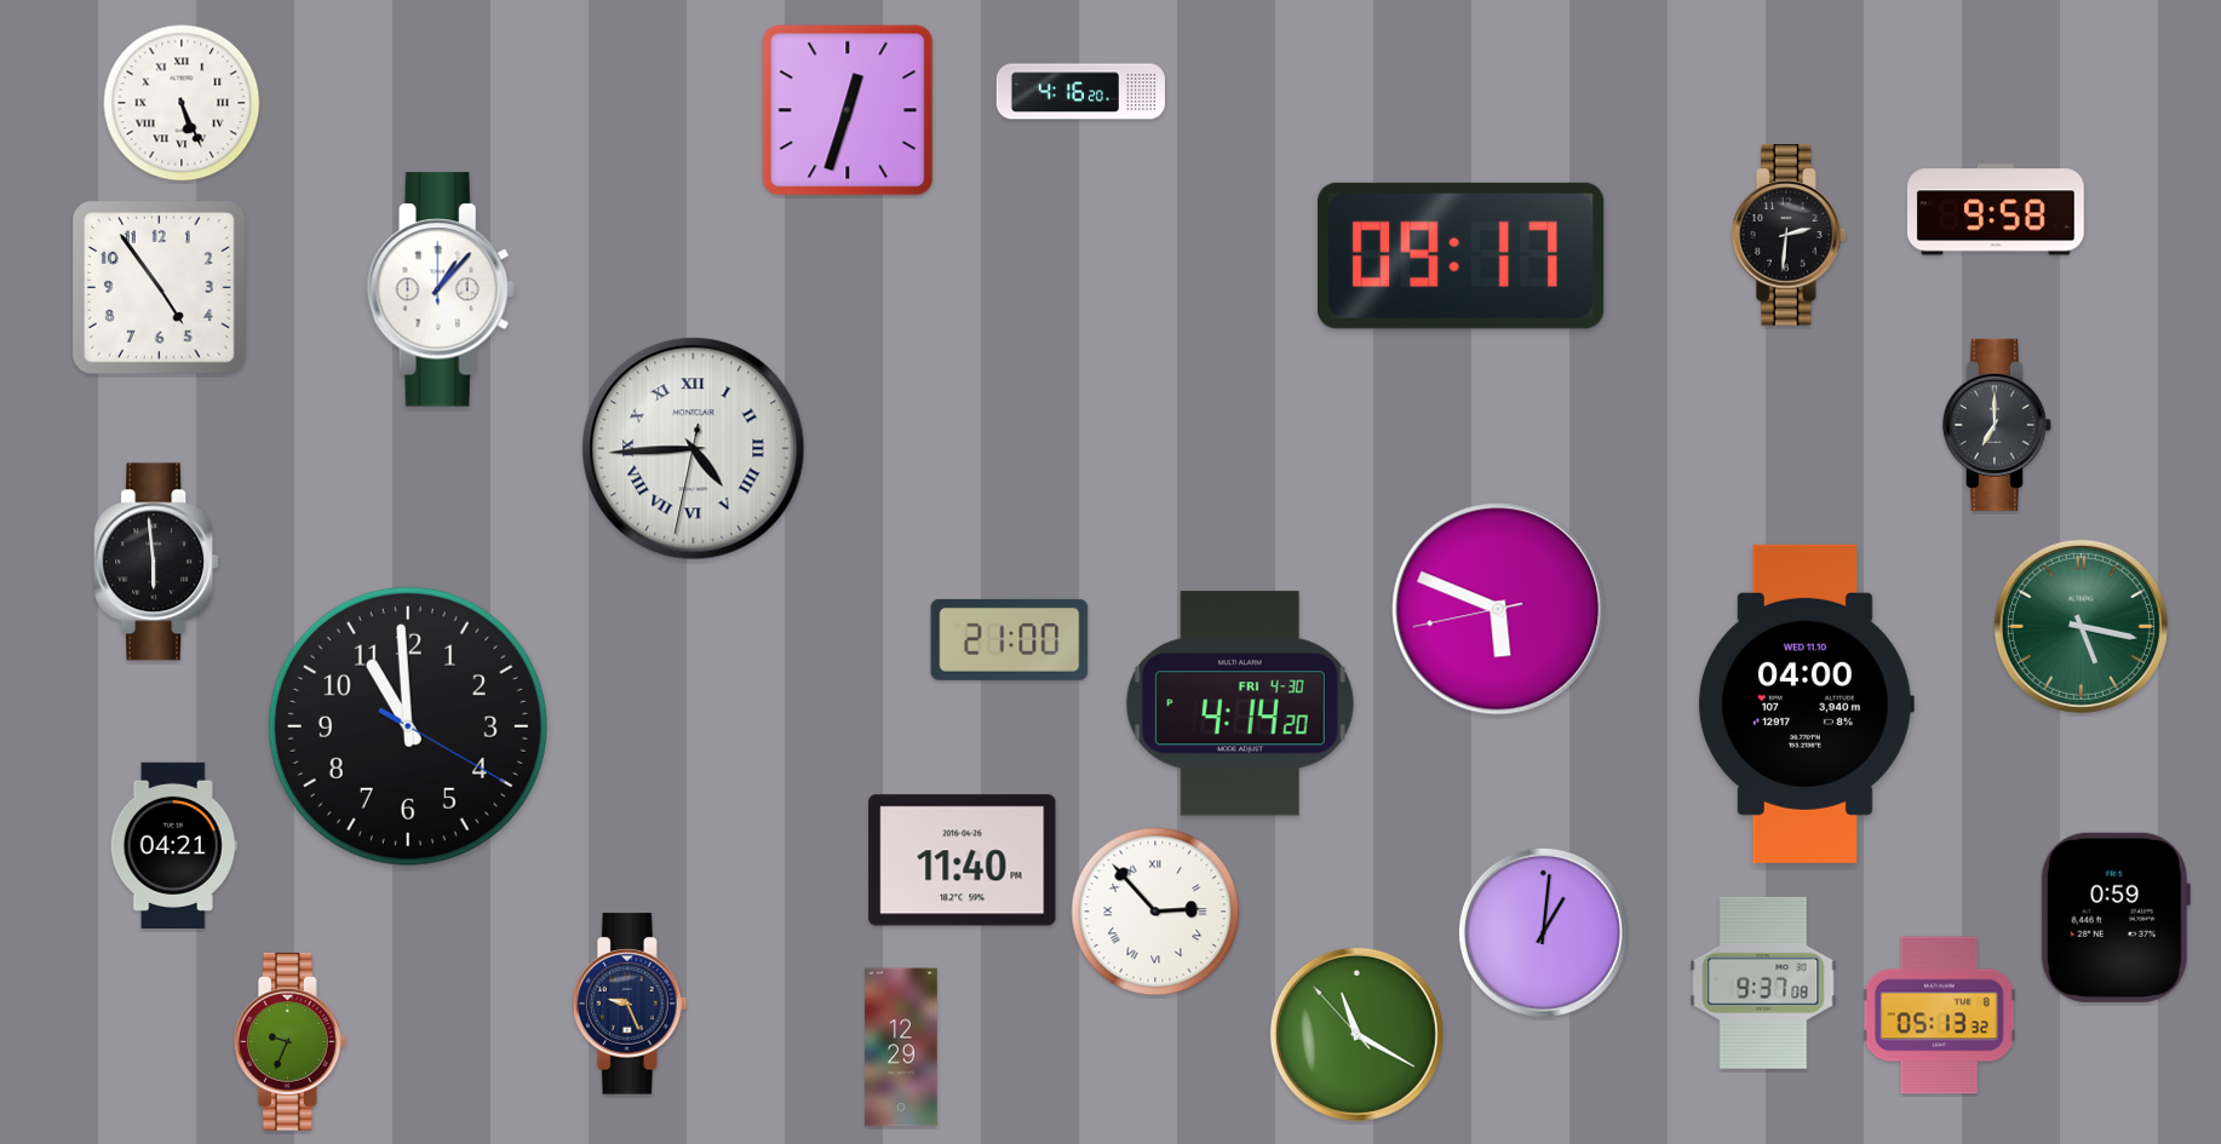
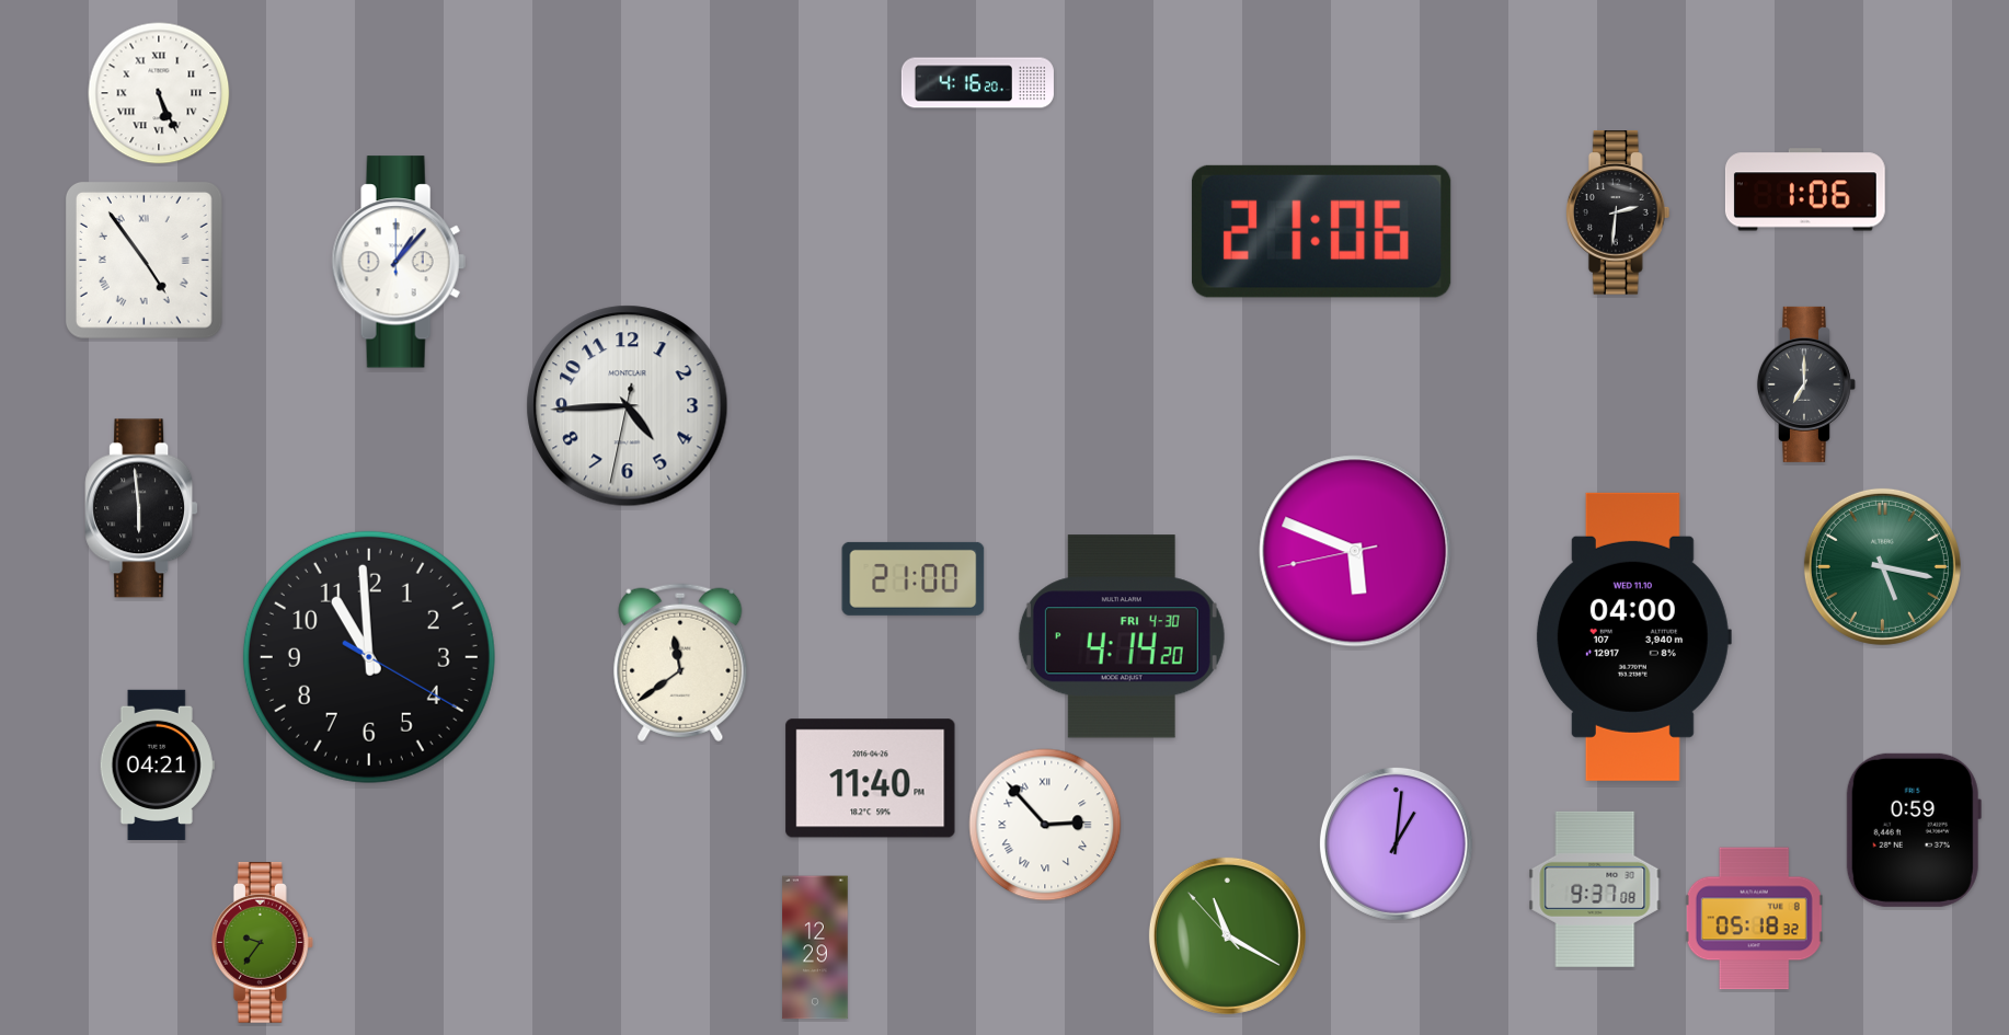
clock at (182, 103) position: (182, 103) -> (159, 93)
clock at (848, 110): 12:33 -> none
clock at (1996, 209): 9:58 -> 1:06
clock at (1460, 255): 09:17 -> 21:06
clock at (159, 287) numerals: Arabic -> Roman
clock at (694, 449) numerals: Roman -> Arabic
clock at (680, 663): none -> 11:39
clock at (630, 1004): 9:26 -> none
clock at (1939, 1016): 05:13 -> 05:18
clock at (289, 1042): 9:34 -> 9:36
